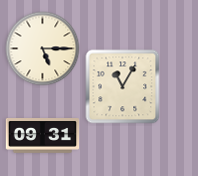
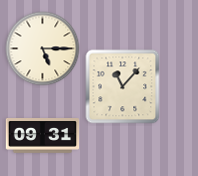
clock at (123, 87): 11:05 -> 11:07
